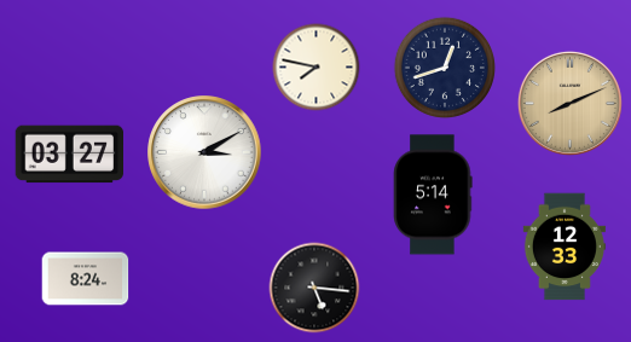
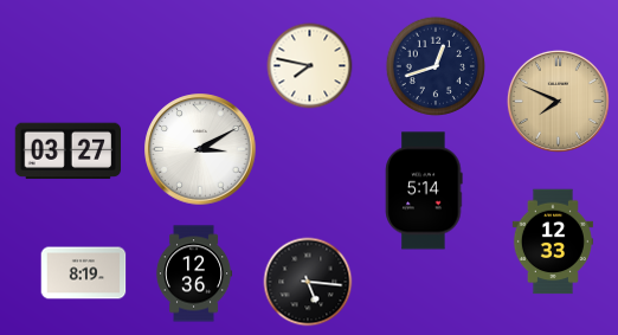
clock at (569, 103): 8:11 -> 7:49
clock at (86, 279): 8:24 -> 8:19
clock at (194, 273): none -> 12:36
